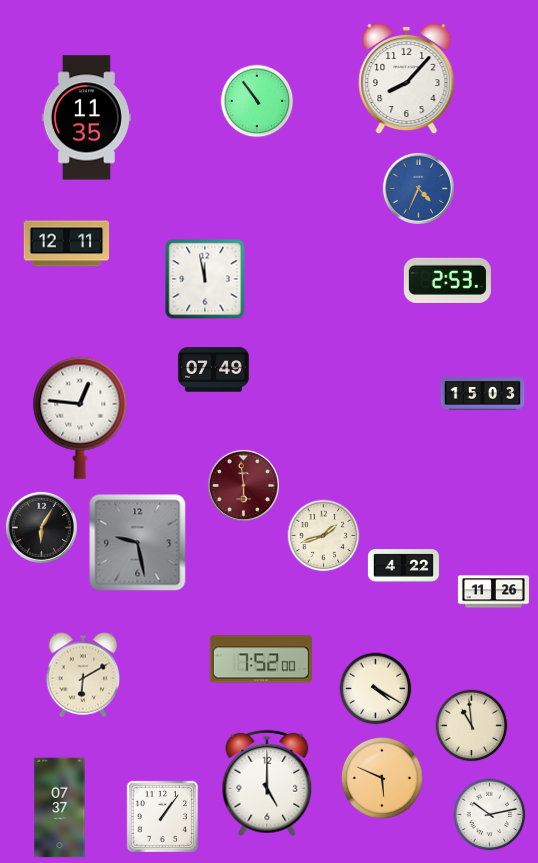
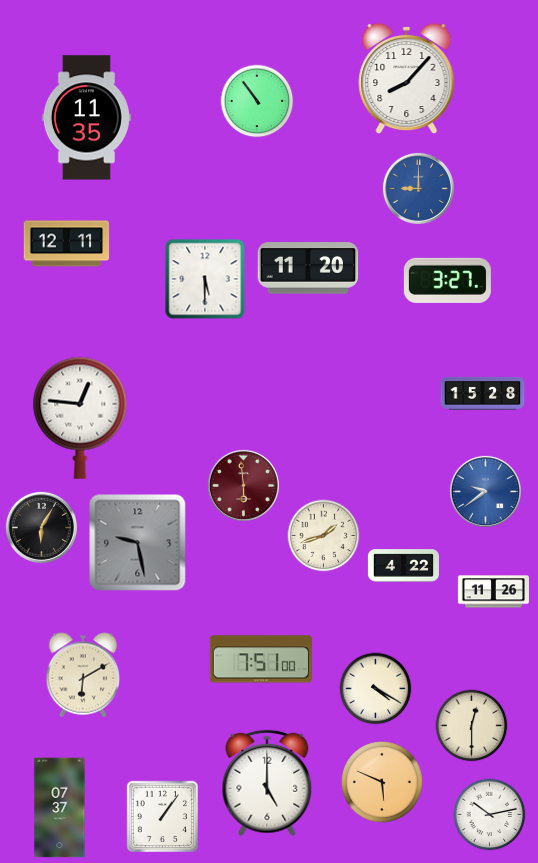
clock at (418, 188): 4:34 -> 9:00
clock at (308, 268): none -> 11:20
clock at (205, 279): 11:58 -> 5:30
clock at (447, 280): 2:53 -> 3:27
clock at (213, 370): 07:49 -> none
clock at (483, 394): 15:03 -> 15:28
clock at (485, 491): none -> 9:39
clock at (261, 659): 7:52 -> 7:51
clock at (472, 726): 10:59 -> 12:30
clock at (383, 779) position: (383, 779) -> (383, 783)
